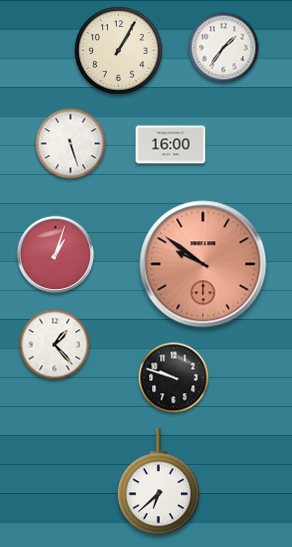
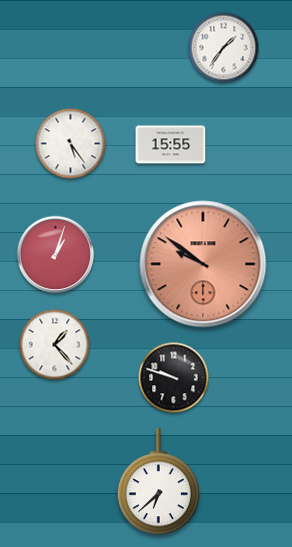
clock at (119, 51): 1:05 -> none
clock at (71, 144): 5:27 -> 5:24
clock at (171, 145): 16:00 -> 15:55
